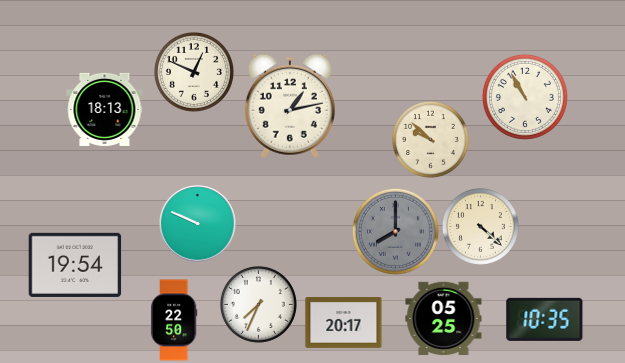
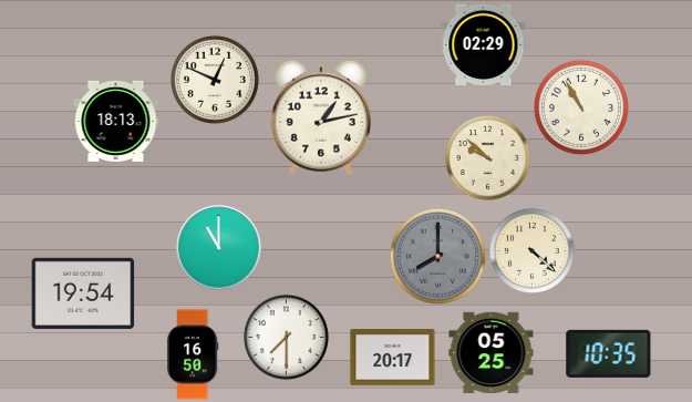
clock at (484, 44): none -> 02:29
clock at (430, 139) position: (430, 139) -> (487, 157)
clock at (198, 224): 9:49 -> 11:00
clock at (258, 304): 7:34 -> 7:30
clock at (545, 319) position: (545, 319) -> (609, 353)
clock at (174, 320): 22:50 -> 16:50
clock at (344, 323) position: (344, 323) -> (393, 358)
